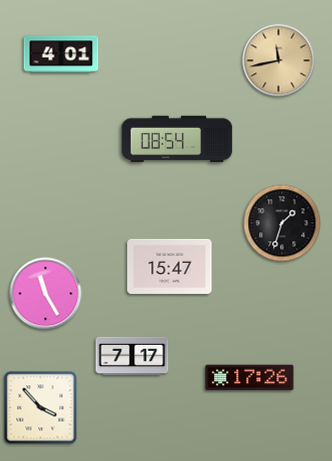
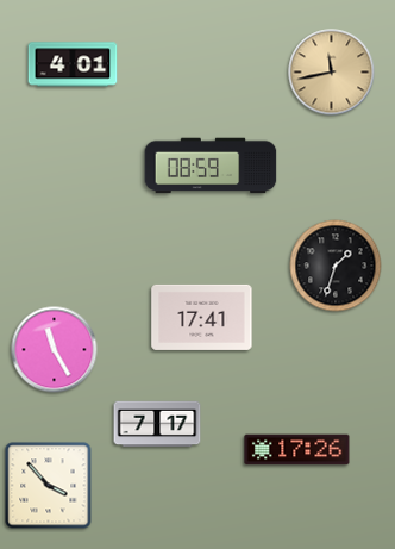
clock at (177, 139): 08:54 -> 08:59
clock at (170, 266): 15:47 -> 17:41
